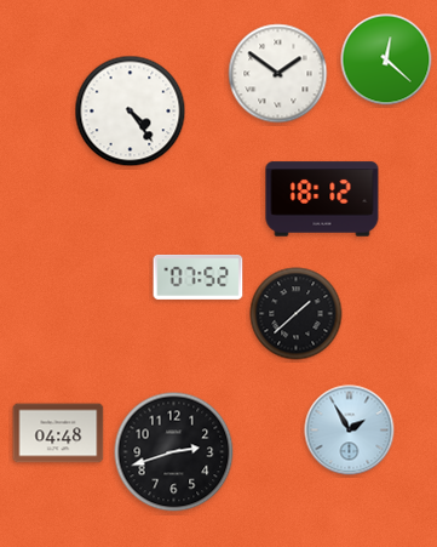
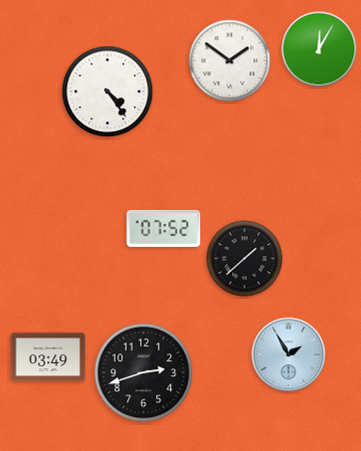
clock at (386, 59): 12:22 -> 12:05
clock at (322, 199): 18:12 -> none
clock at (58, 433): 04:48 -> 03:49
